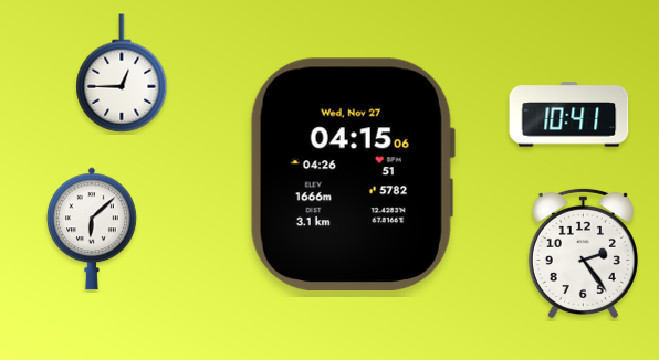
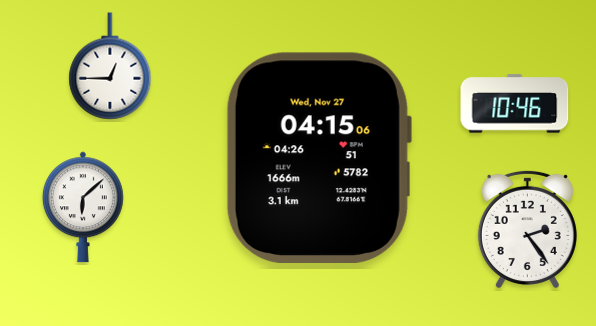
clock at (569, 115): 10:41 -> 10:46
